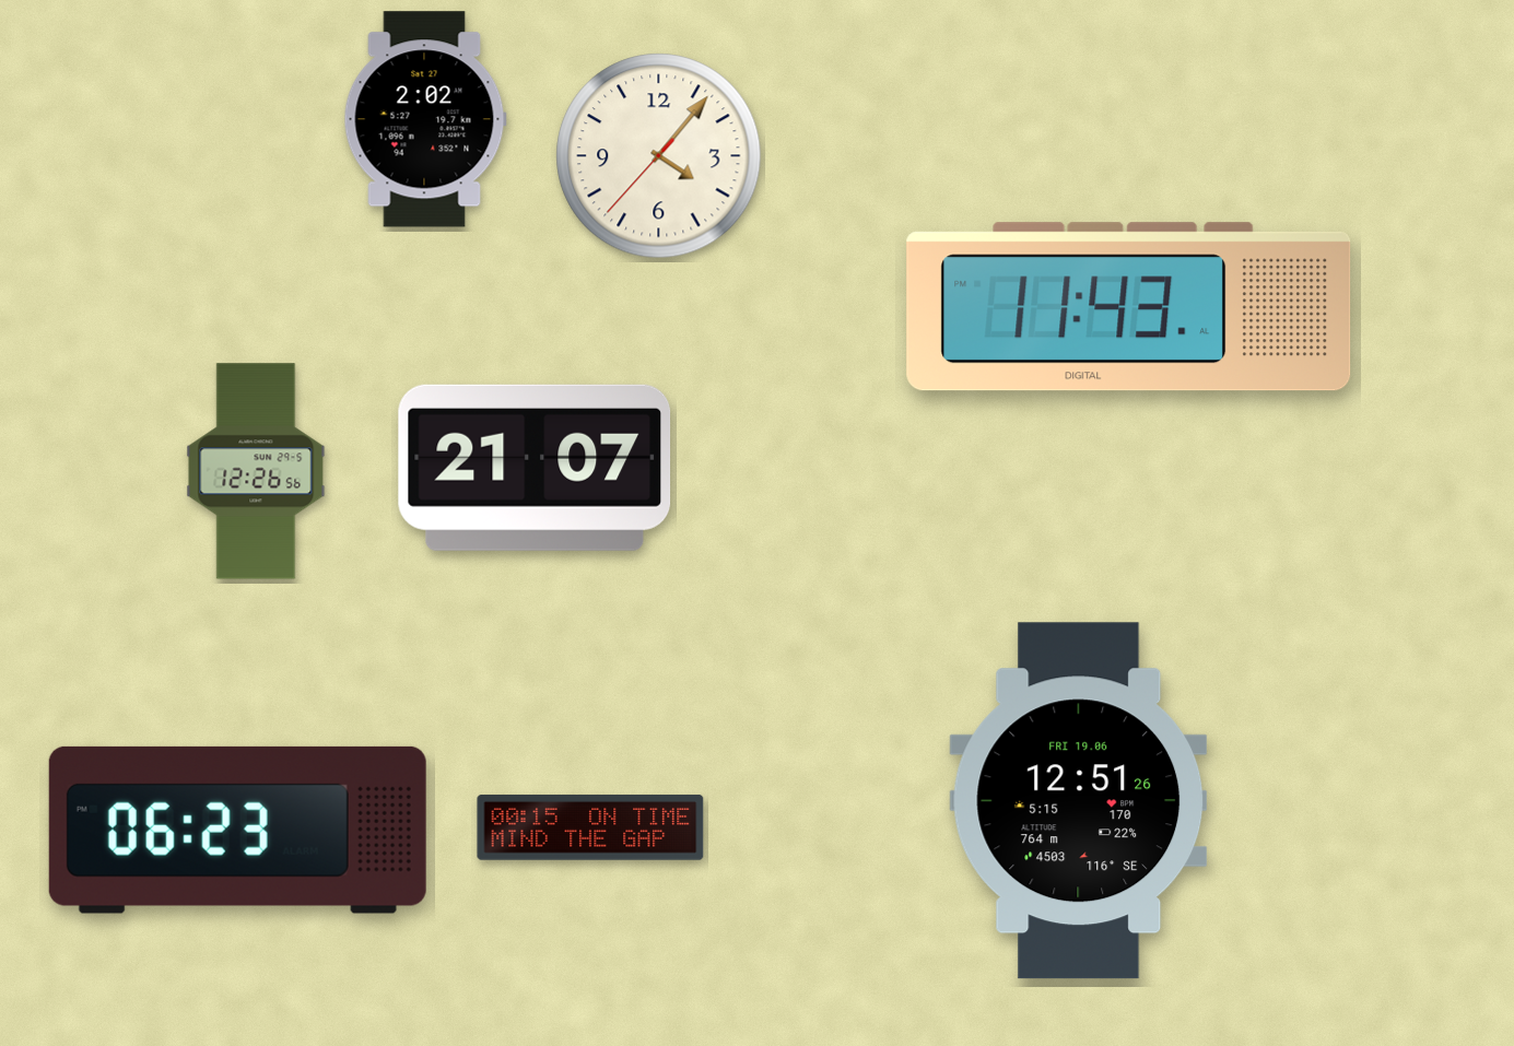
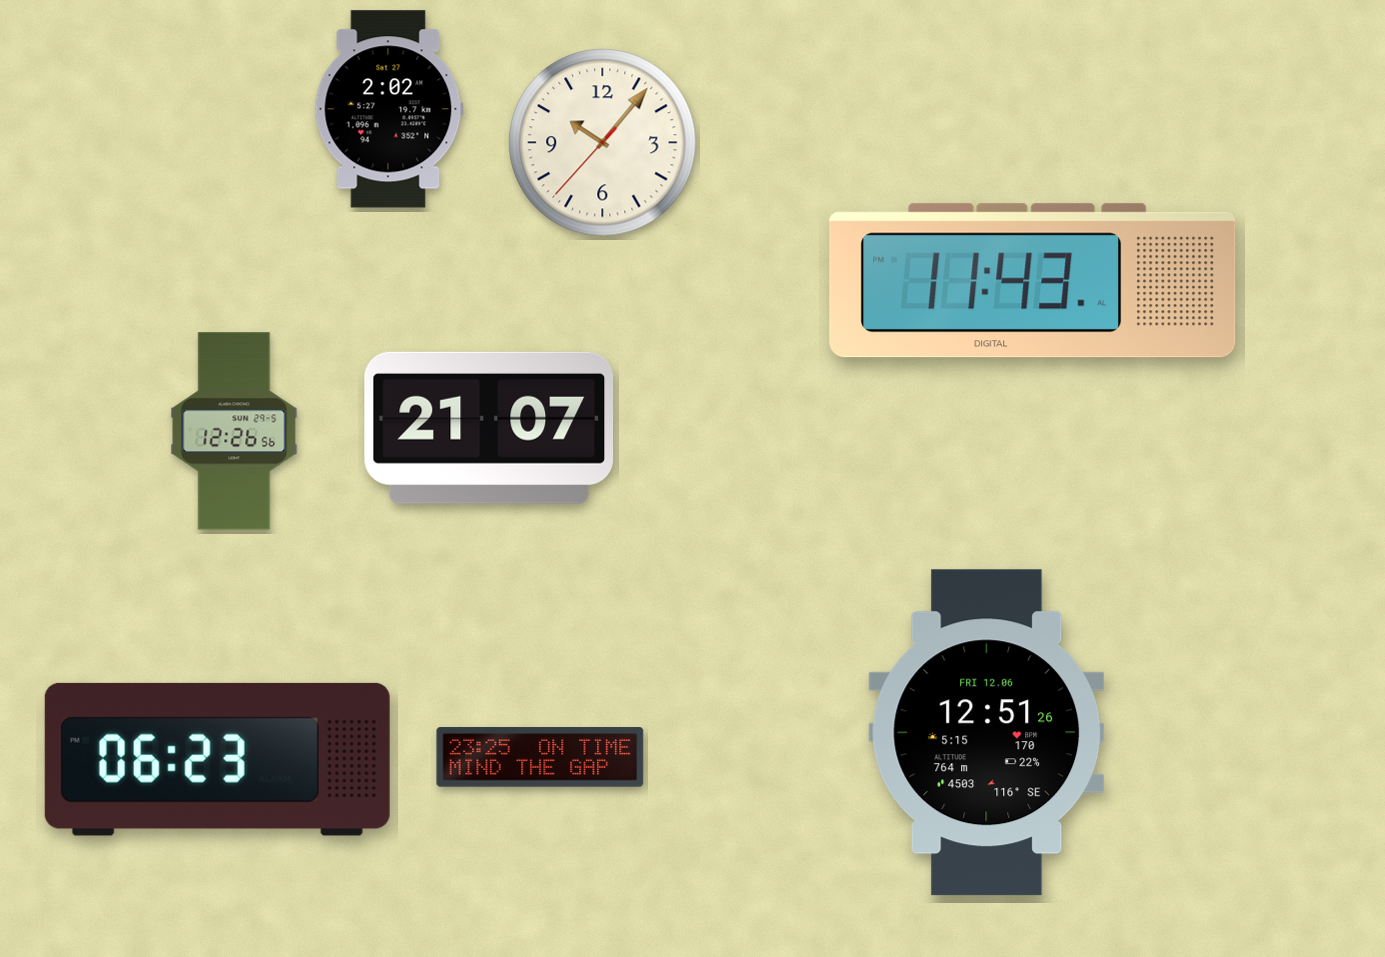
clock at (659, 156): 4:06 -> 10:06
clock at (1079, 801) date: FRI 19.06 -> FRI 12.06
clock at (590, 827): 00:15 -> 23:25
